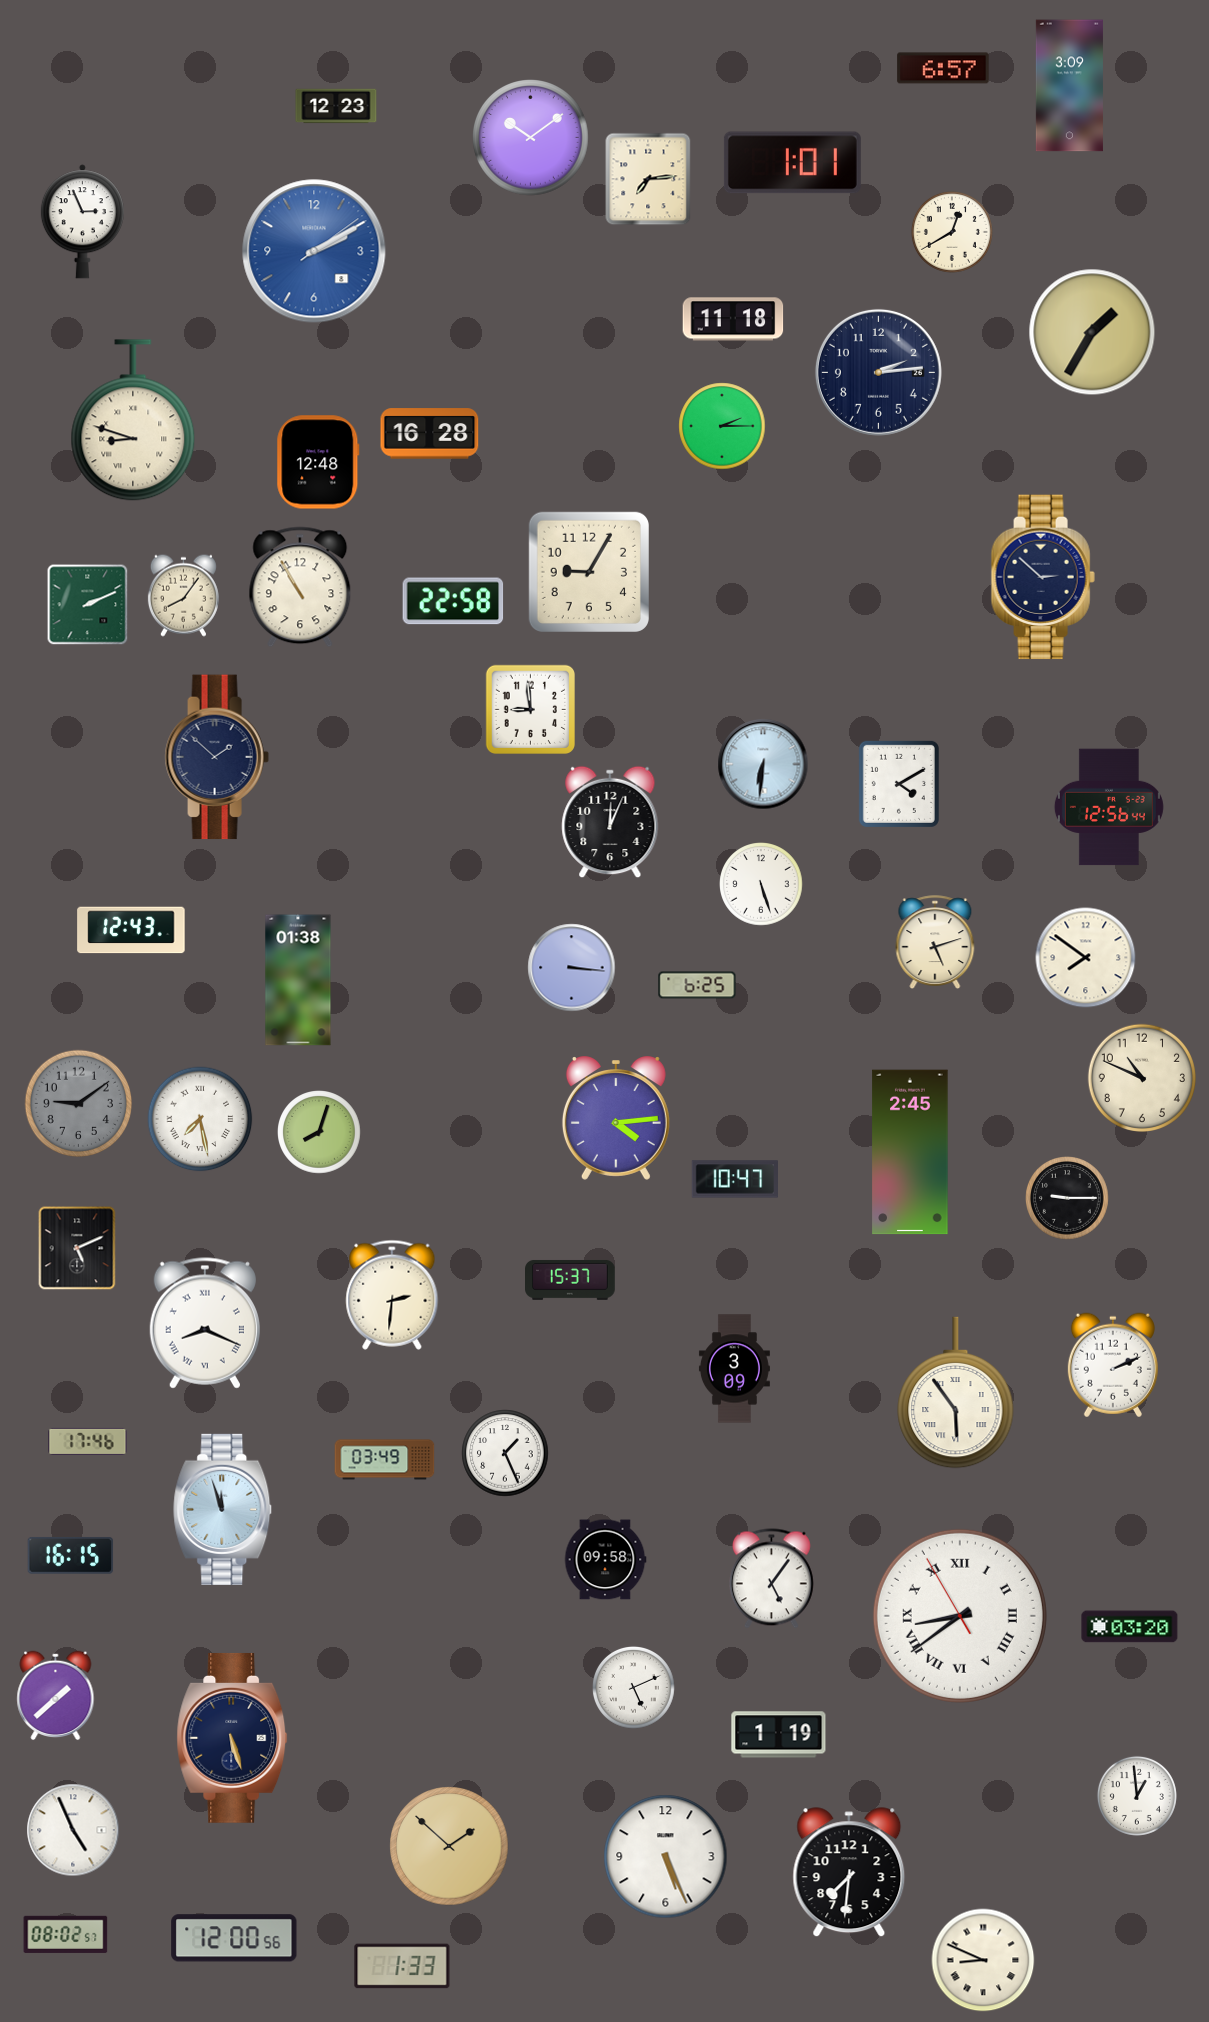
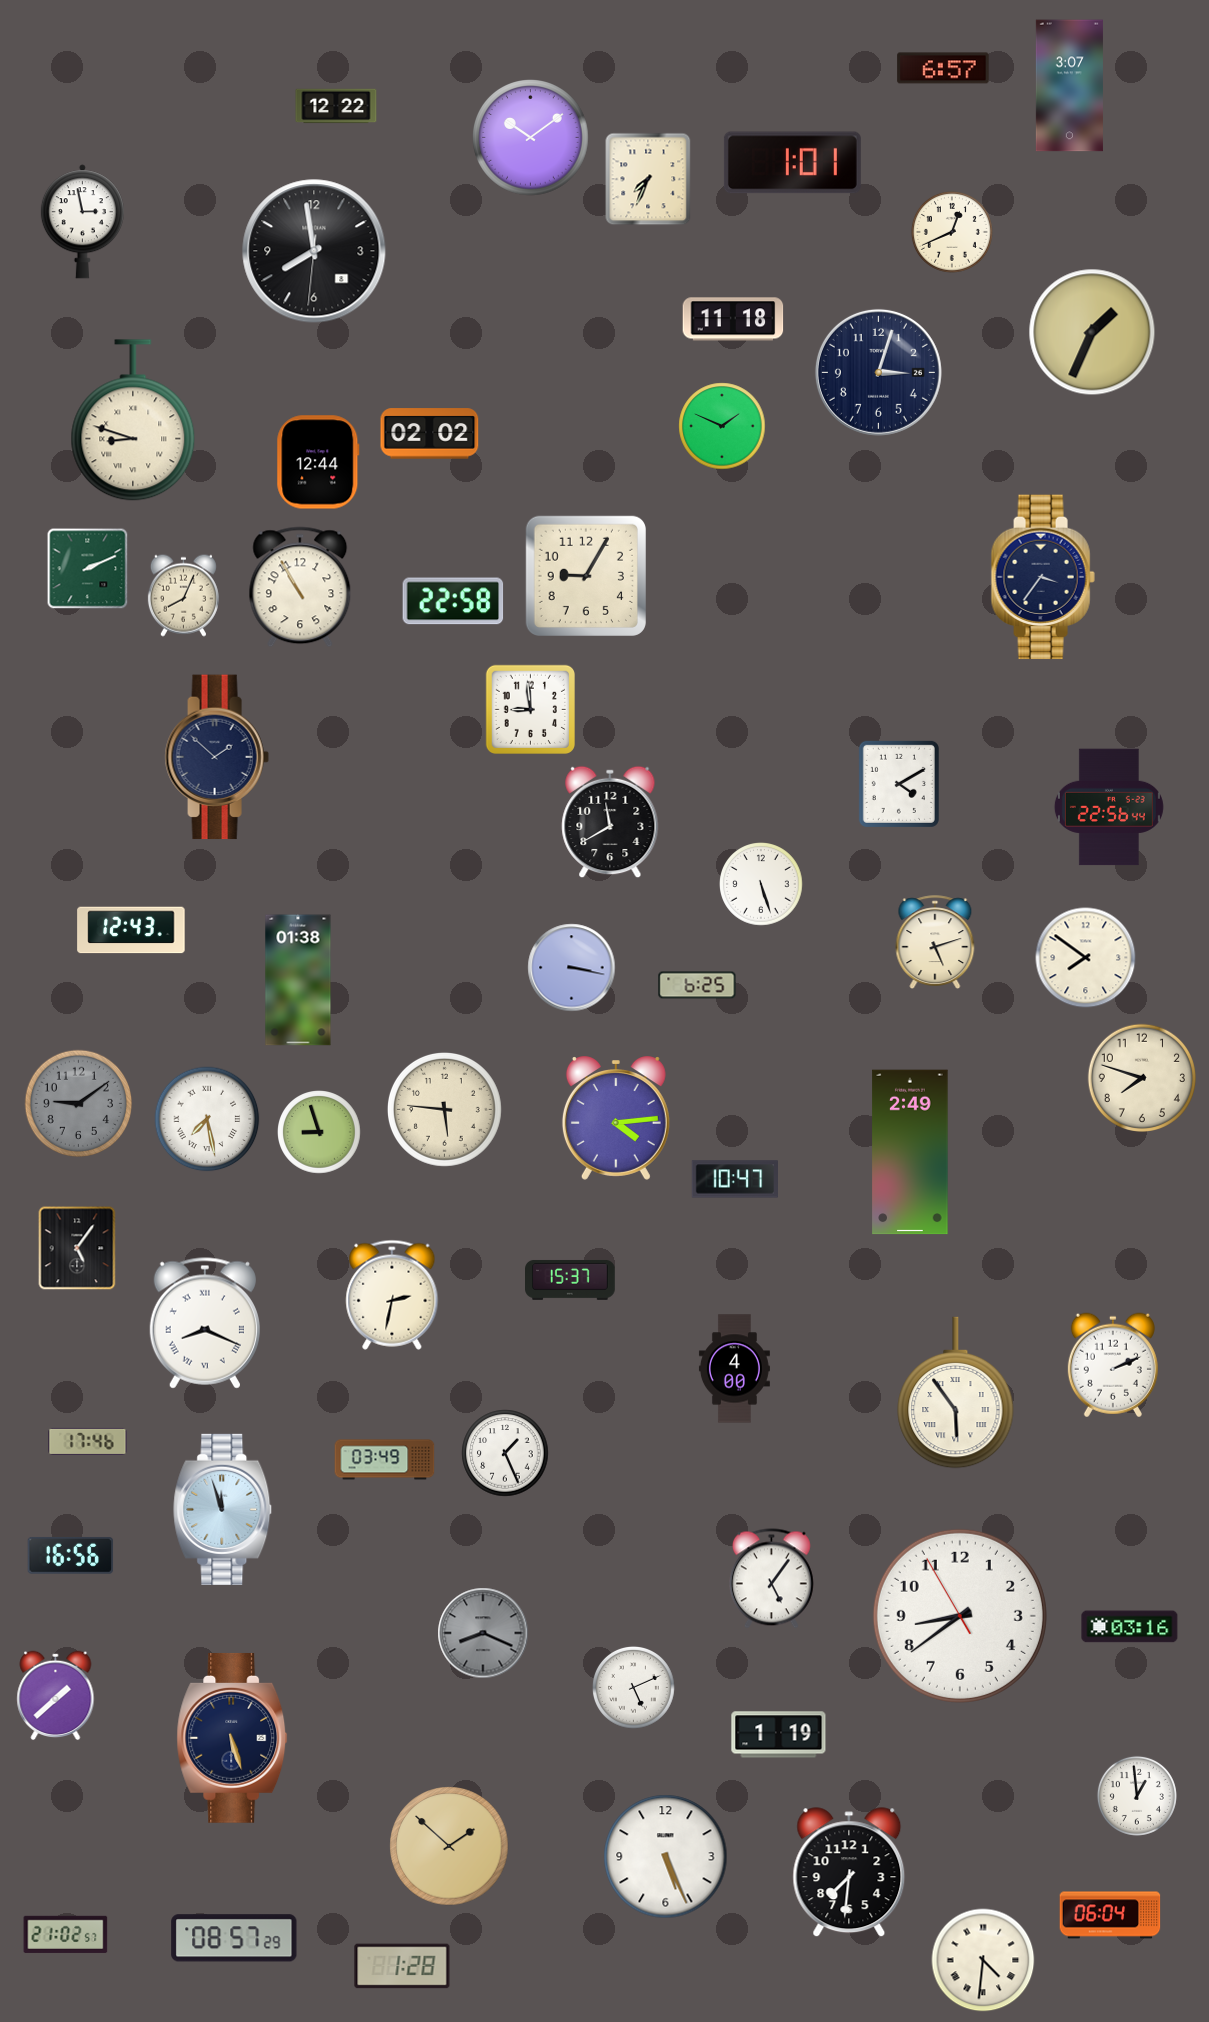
clock at (1069, 86): 3:09 -> 3:07
clock at (336, 106): 12:23 -> 12:22
clock at (648, 179): 7:14 -> 7:34
clock at (82, 222): 2:56 -> 2:58
clock at (952, 232): 12:40 -> 12:41
clock at (314, 251): 2:10 -> 7:58
clock at (314, 251) dial: blue -> black
clock at (1092, 332): 1:35 -> 1:34
clock at (878, 372): 2:14 -> 3:03
clock at (722, 426): 2:15 -> 1:49
clock at (430, 434): 16:28 -> 02:02
clock at (318, 462): 12:48 -> 12:44
clock at (589, 572) position: (589, 572) -> (586, 576)
clock at (1043, 577): 2:52 -> 3:36
clock at (183, 595): 8:06 -> 8:04
clock at (88, 605) position: (88, 605) -> (88, 569)
clock at (763, 764): 6:31 -> none
clock at (1109, 807): 12:56 -> 22:56
clock at (610, 822): 12:04 -> 11:40
clock at (572, 968): 3:16 -> 3:17
clock at (1141, 1077): 10:49 -> 7:48
clock at (444, 1109): none -> 5:46
clock at (200, 1119) position: (200, 1119) -> (207, 1119)
clock at (320, 1133): 8:03 -> 8:57
clock at (910, 1152): 2:45 -> 2:49
clock at (1068, 1199): 9:15 -> none
clock at (77, 1248): 5:11 -> 5:06
clock at (392, 1295): 2:31 -> 2:32
clock at (734, 1369): 3:09 -> 4:00
clock at (71, 1555): 16:15 -> 16:56
clock at (605, 1560): 09:58 -> none
clock at (960, 1616) numerals: Roman -> Arabic
clock at (1130, 1627): 03:20 -> 03:16
clock at (483, 1633): none -> 8:19
clock at (73, 1830): 4:56 -> none
clock at (1110, 1915): none -> 06:04
clock at (66, 1934): 08:02 -> 21:02
clock at (234, 1938): 12:00 -> 08:57
clock at (983, 1960): 8:49 -> 4:31
clock at (402, 1966): 1:33 -> 1:28
